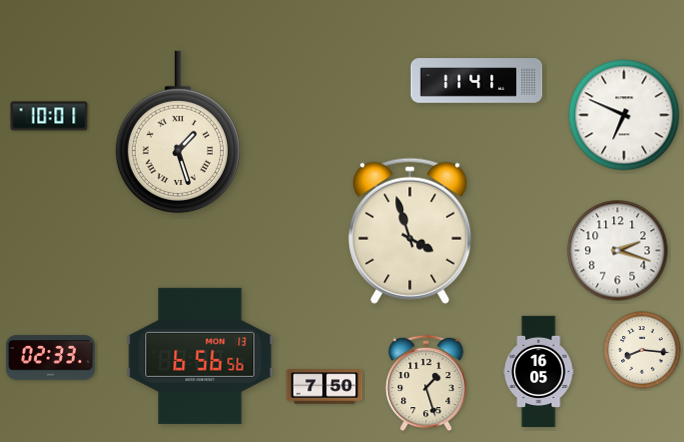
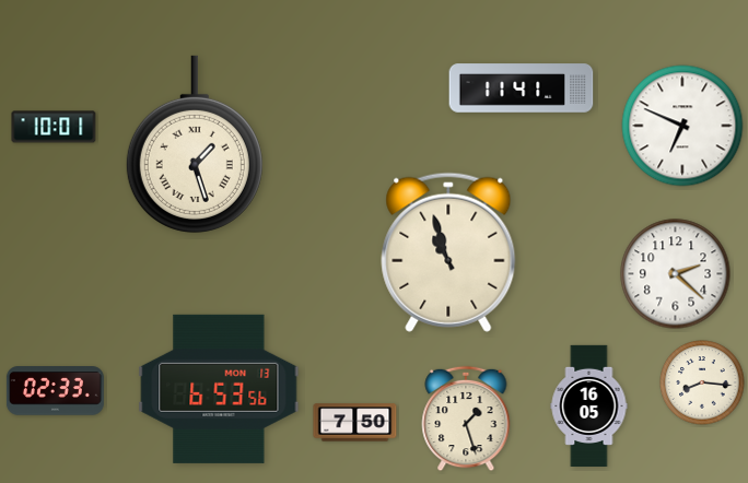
clock at (410, 231): 3:57 -> 10:57
clock at (618, 251): 2:18 -> 2:22
clock at (200, 356): 6:56 -> 6:53
